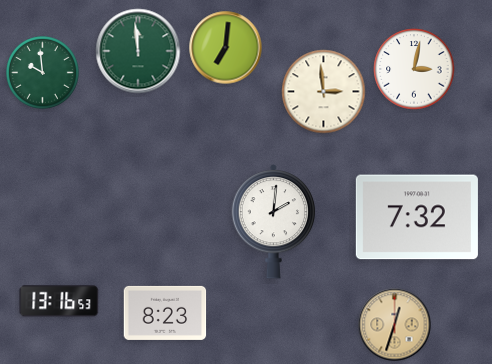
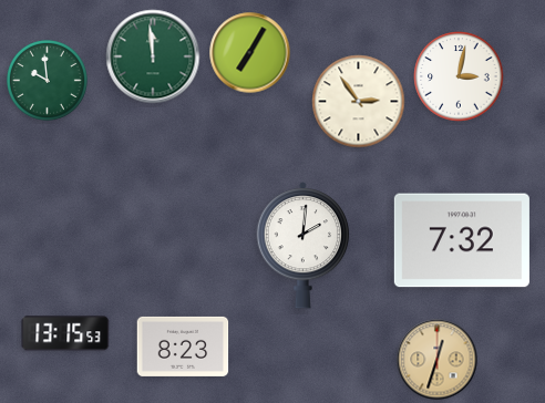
clock at (226, 48): 7:01 -> 7:05
clock at (324, 92): 2:59 -> 2:54
clock at (59, 301): 13:16 -> 13:15
